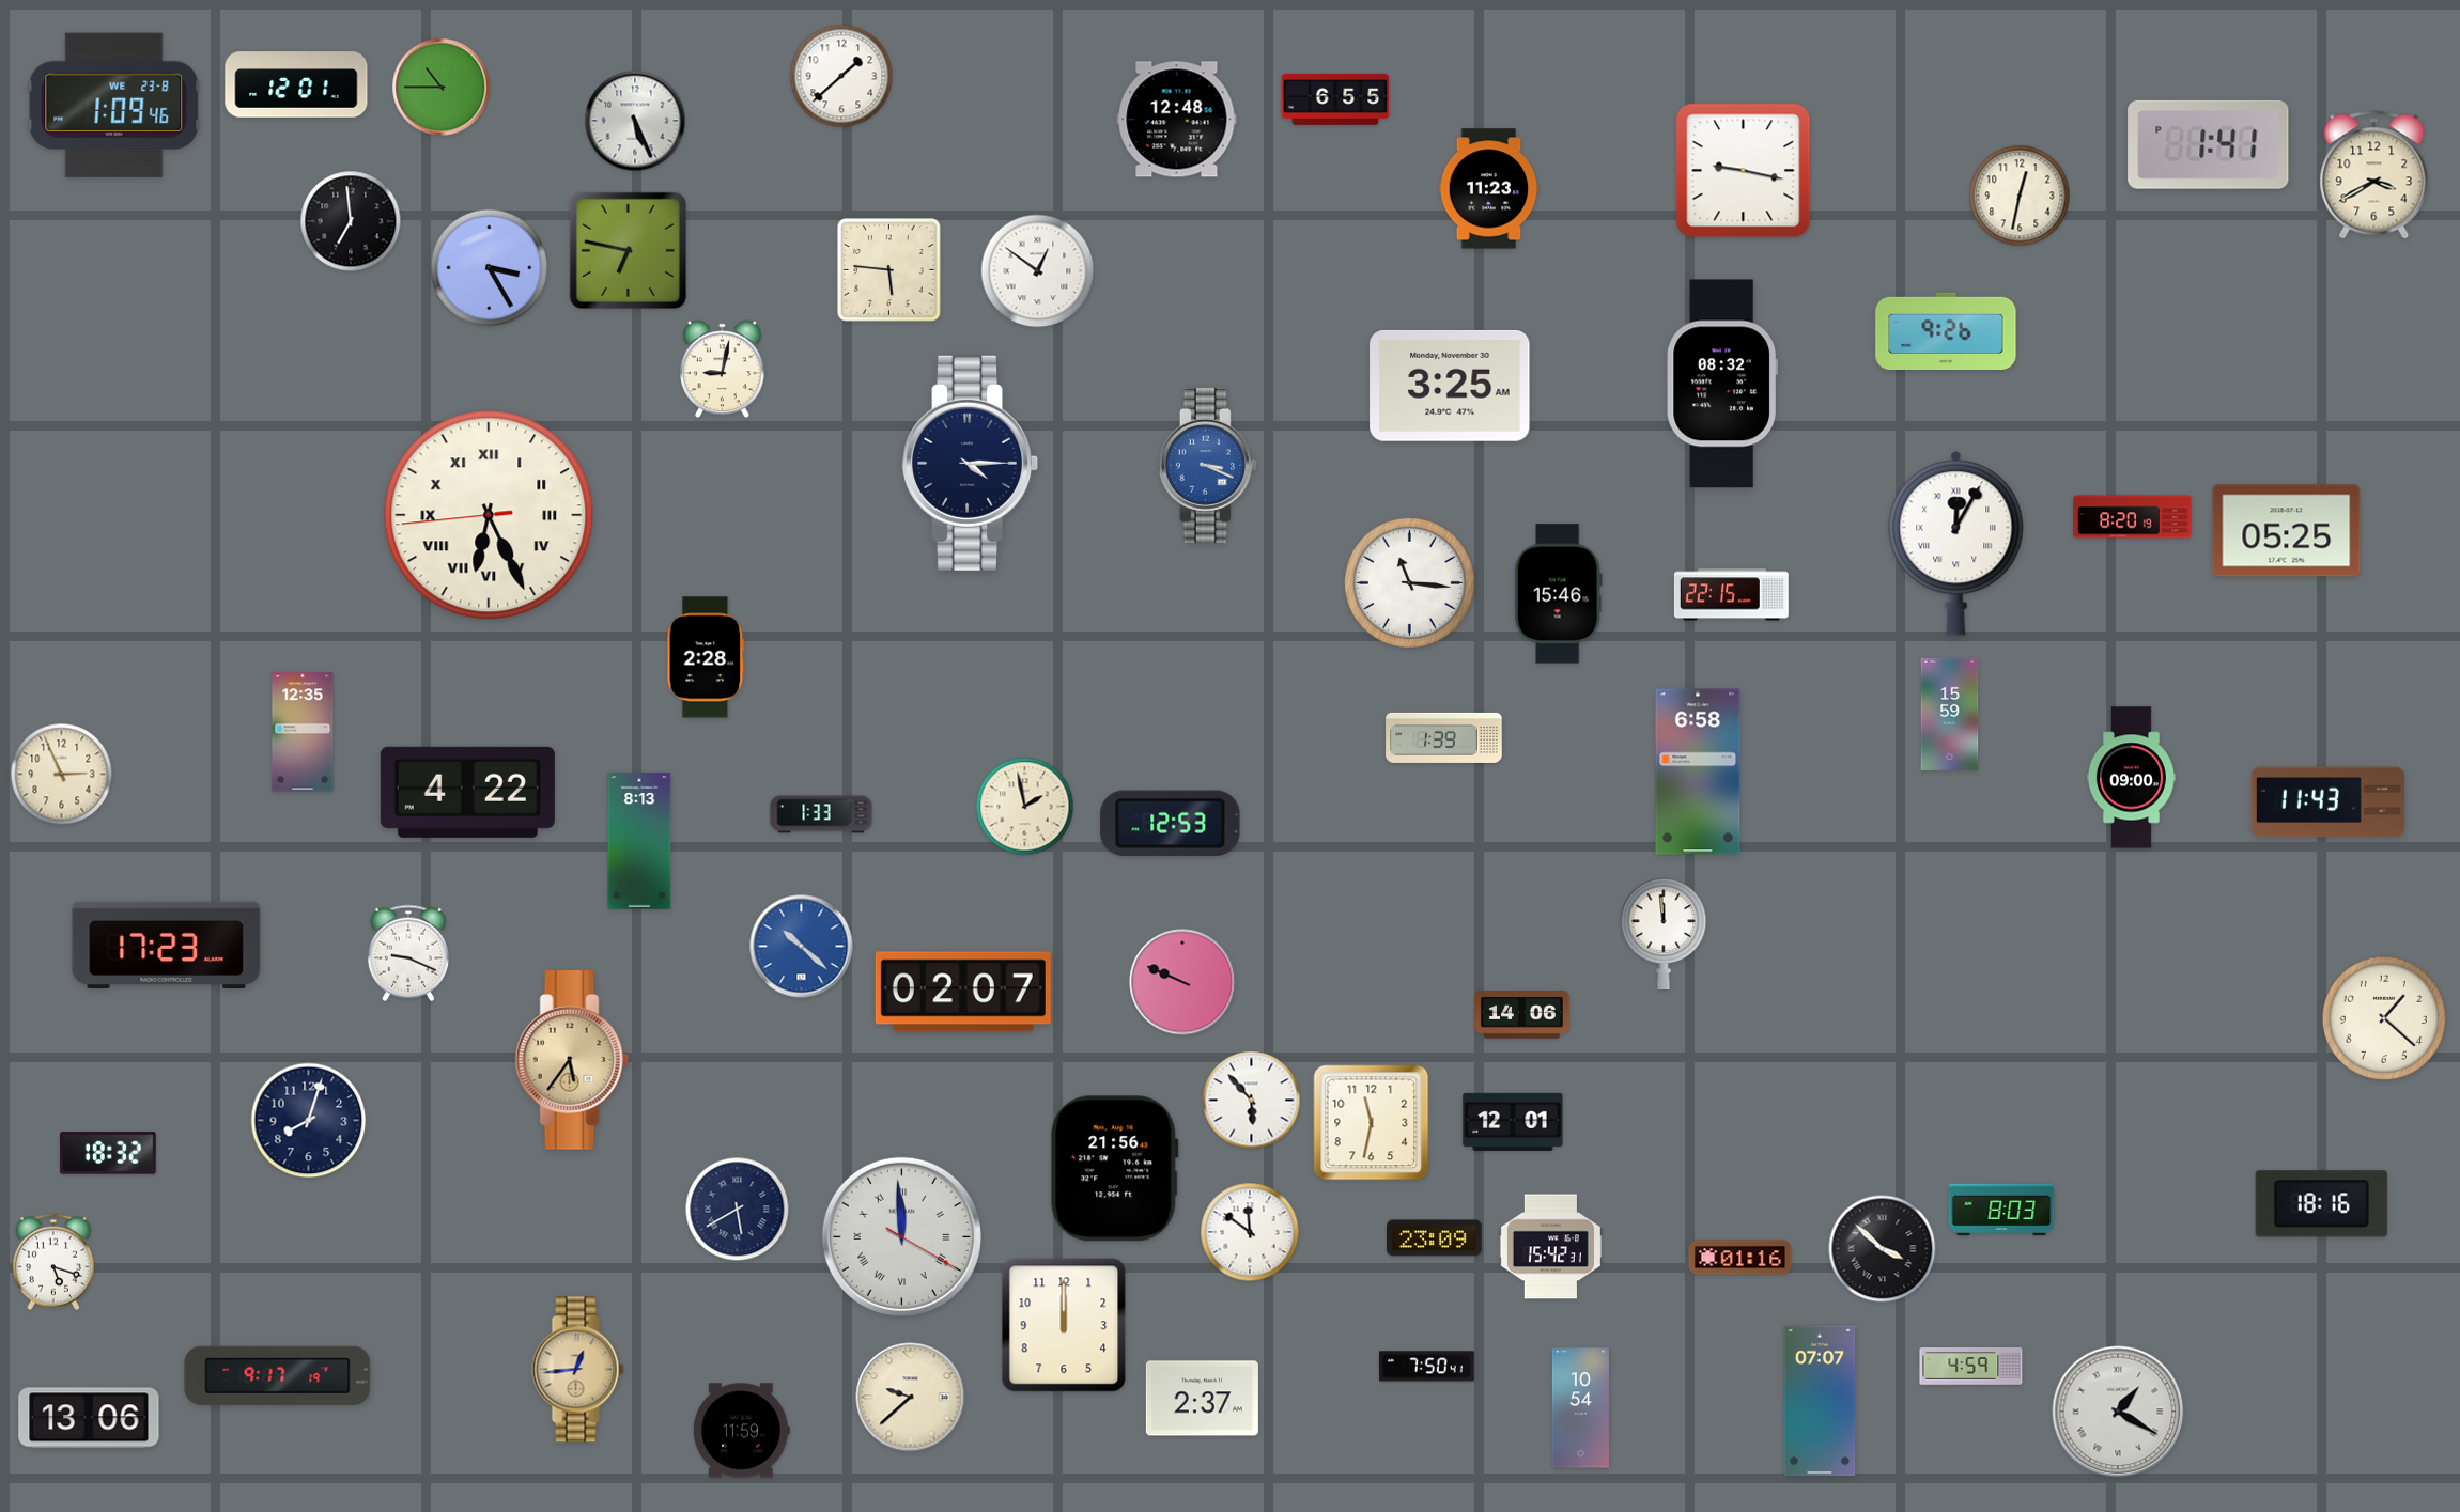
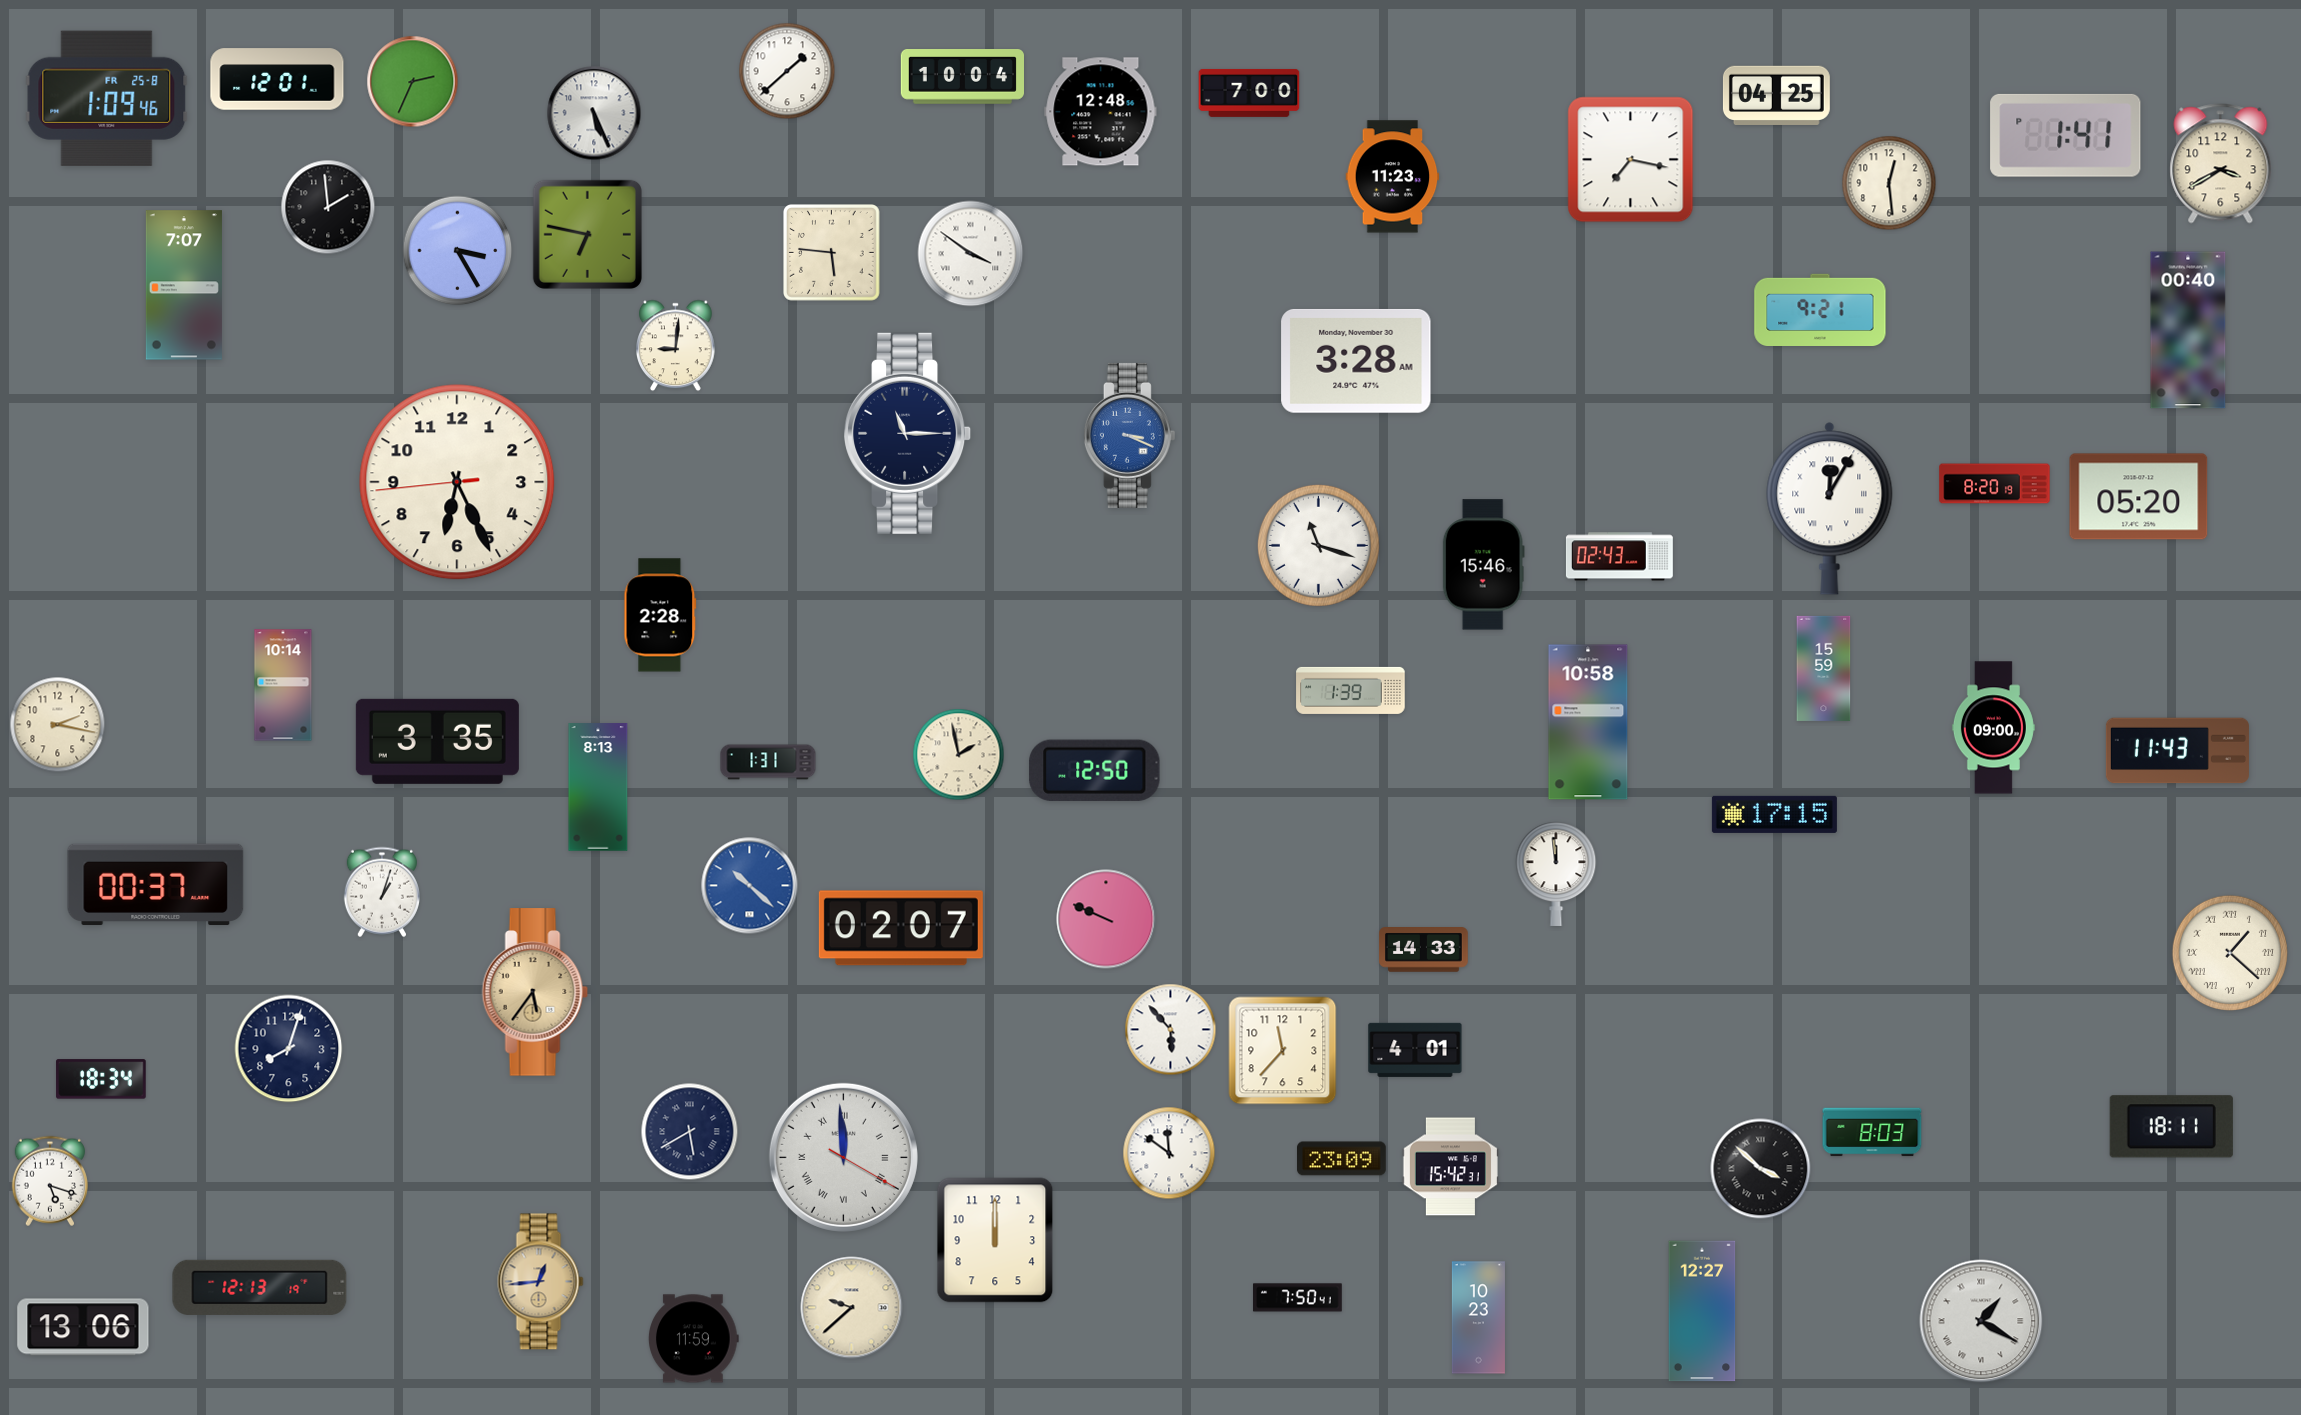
clock at (962, 77): none -> 10:04
clock at (442, 88): 10:45 -> 2:34
clock at (1335, 99): 6:55 -> 7:00
clock at (1776, 95): none -> 04:25
clock at (114, 105) date: WE 23-8 -> FR 25-8
clock at (1744, 171): 9:17 -> 7:17
clock at (2020, 196): 12:32 -> 12:29
clock at (351, 221): 6:59 -> 1:59
clock at (1038, 271): 12:51 -> 3:51
clock at (184, 285): none -> 7:07
clock at (1946, 330): 9:26 -> 9:21
clock at (2188, 330): none -> 00:40
clock at (723, 370): 9:02 -> 9:01
clock at (1722, 384): 08:32 -> none
clock at (1450, 386): 3:25 -> 3:28
clock at (971, 463): 4:15 -> 11:15
clock at (489, 515) numerals: Roman -> Arabic
clock at (2287, 531): 05:25 -> 05:20
clock at (1409, 582): 11:16 -> 11:18
clock at (1558, 594) position: (1558, 594) -> (1483, 565)
clock at (1731, 595): 22:15 -> 02:43
clock at (303, 732): 12:35 -> 10:14
clock at (1698, 771): 6:58 -> 10:58
clock at (62, 775): 2:56 -> 2:17
clock at (467, 792): 4:22 -> 3:35
clock at (821, 814): 1:33 -> 1:31
clock at (1171, 823): 12:53 -> 12:50
clock at (1774, 814): none -> 17:15
clock at (167, 946): 17:23 -> 00:37
clock at (408, 953): 9:19 -> 1:03
clock at (1522, 1015): 14:06 -> 14:33
clock at (2384, 1018) numerals: Arabic -> Roman
clock at (1513, 1122): 12:01 -> 4:01
clock at (1372, 1123): 11:32 -> 11:37
clock at (108, 1153): 18:32 -> 18:34
clock at (1115, 1169): 21:56 -> none
clock at (2321, 1204): 18:16 -> 18:11
clock at (1740, 1258): 01:16 -> none
clock at (1427, 1367) position: (1427, 1367) -> (1298, 1298)
clock at (1971, 1367): 4:59 -> none
clock at (278, 1375): 9:17 -> 12:13
clock at (1202, 1399): 2:37 -> none
clock at (1820, 1401): 07:07 -> 12:27
clock at (1580, 1408): 10:54 -> 10:23
